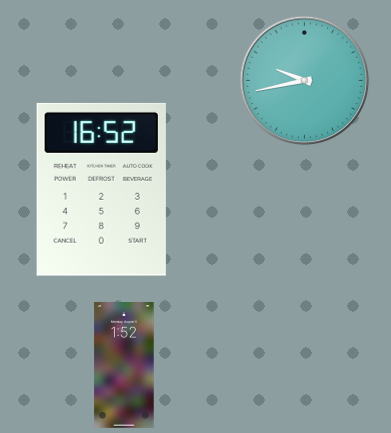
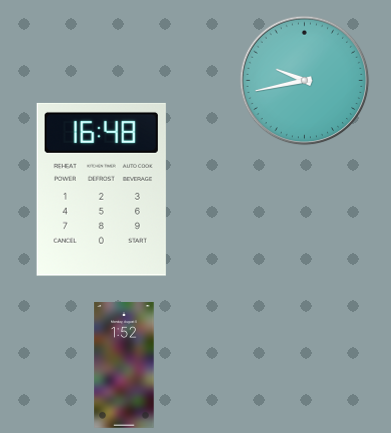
clock at (101, 189): 16:52 -> 16:48
